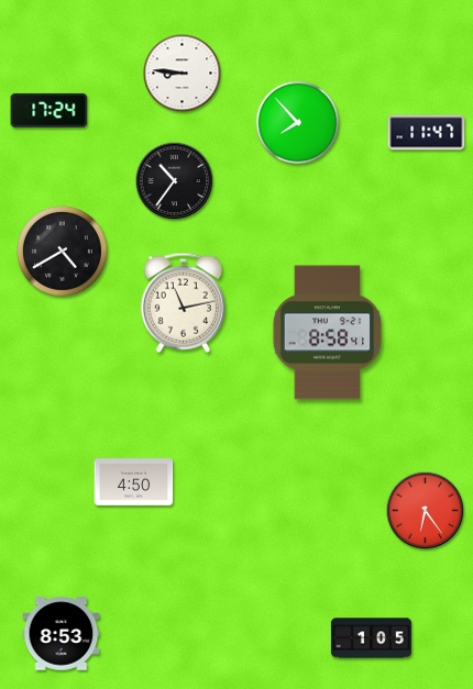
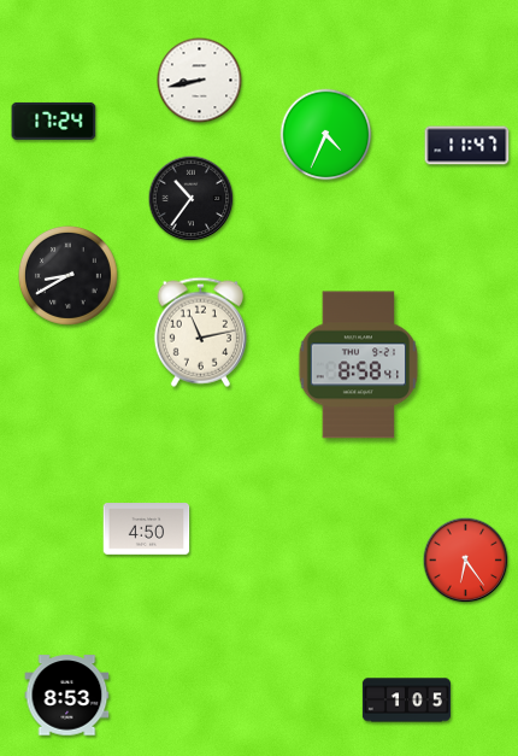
clock at (183, 74): 8:46 -> 8:43
clock at (298, 123): 7:53 -> 4:34
clock at (62, 251): 4:40 -> 8:40
